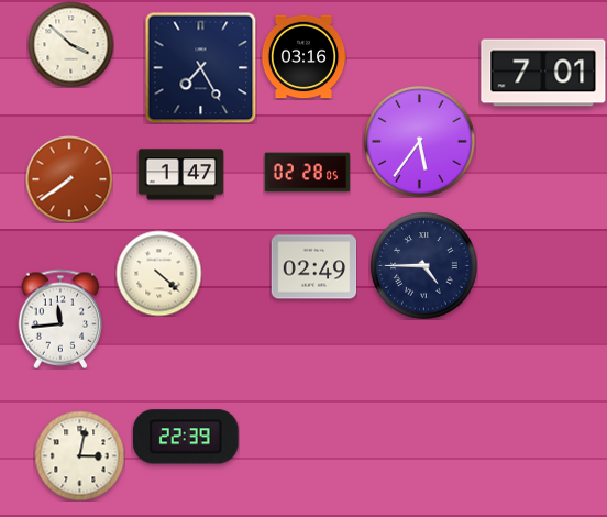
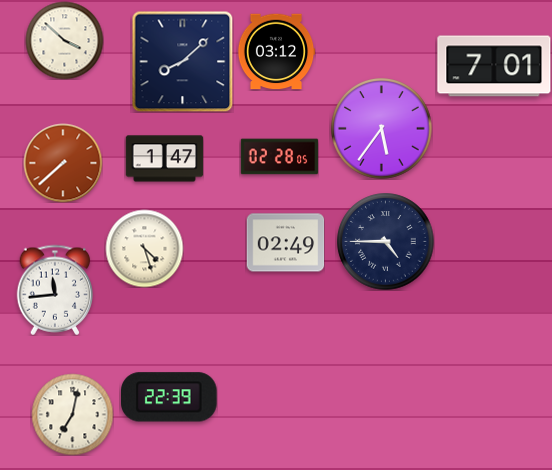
clock at (304, 57): 03:16 -> 03:12
clock at (200, 67): 7:25 -> 8:08
clock at (69, 179): 7:39 -> 7:38
clock at (158, 273): 4:22 -> 4:27
clock at (79, 455): 3:02 -> 7:02
